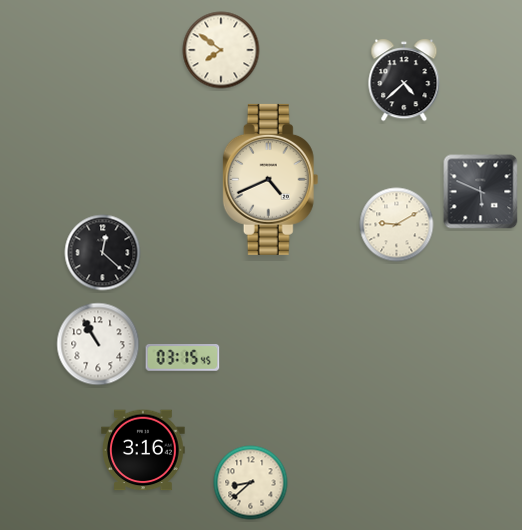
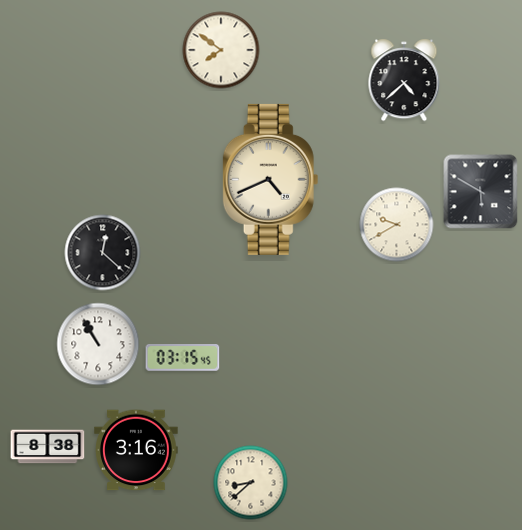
clock at (481, 192): 5:49 -> 5:50
clock at (397, 225): 9:10 -> 9:40
clock at (48, 447): none -> 8:38
clock at (143, 450) position: (143, 450) -> (136, 450)
